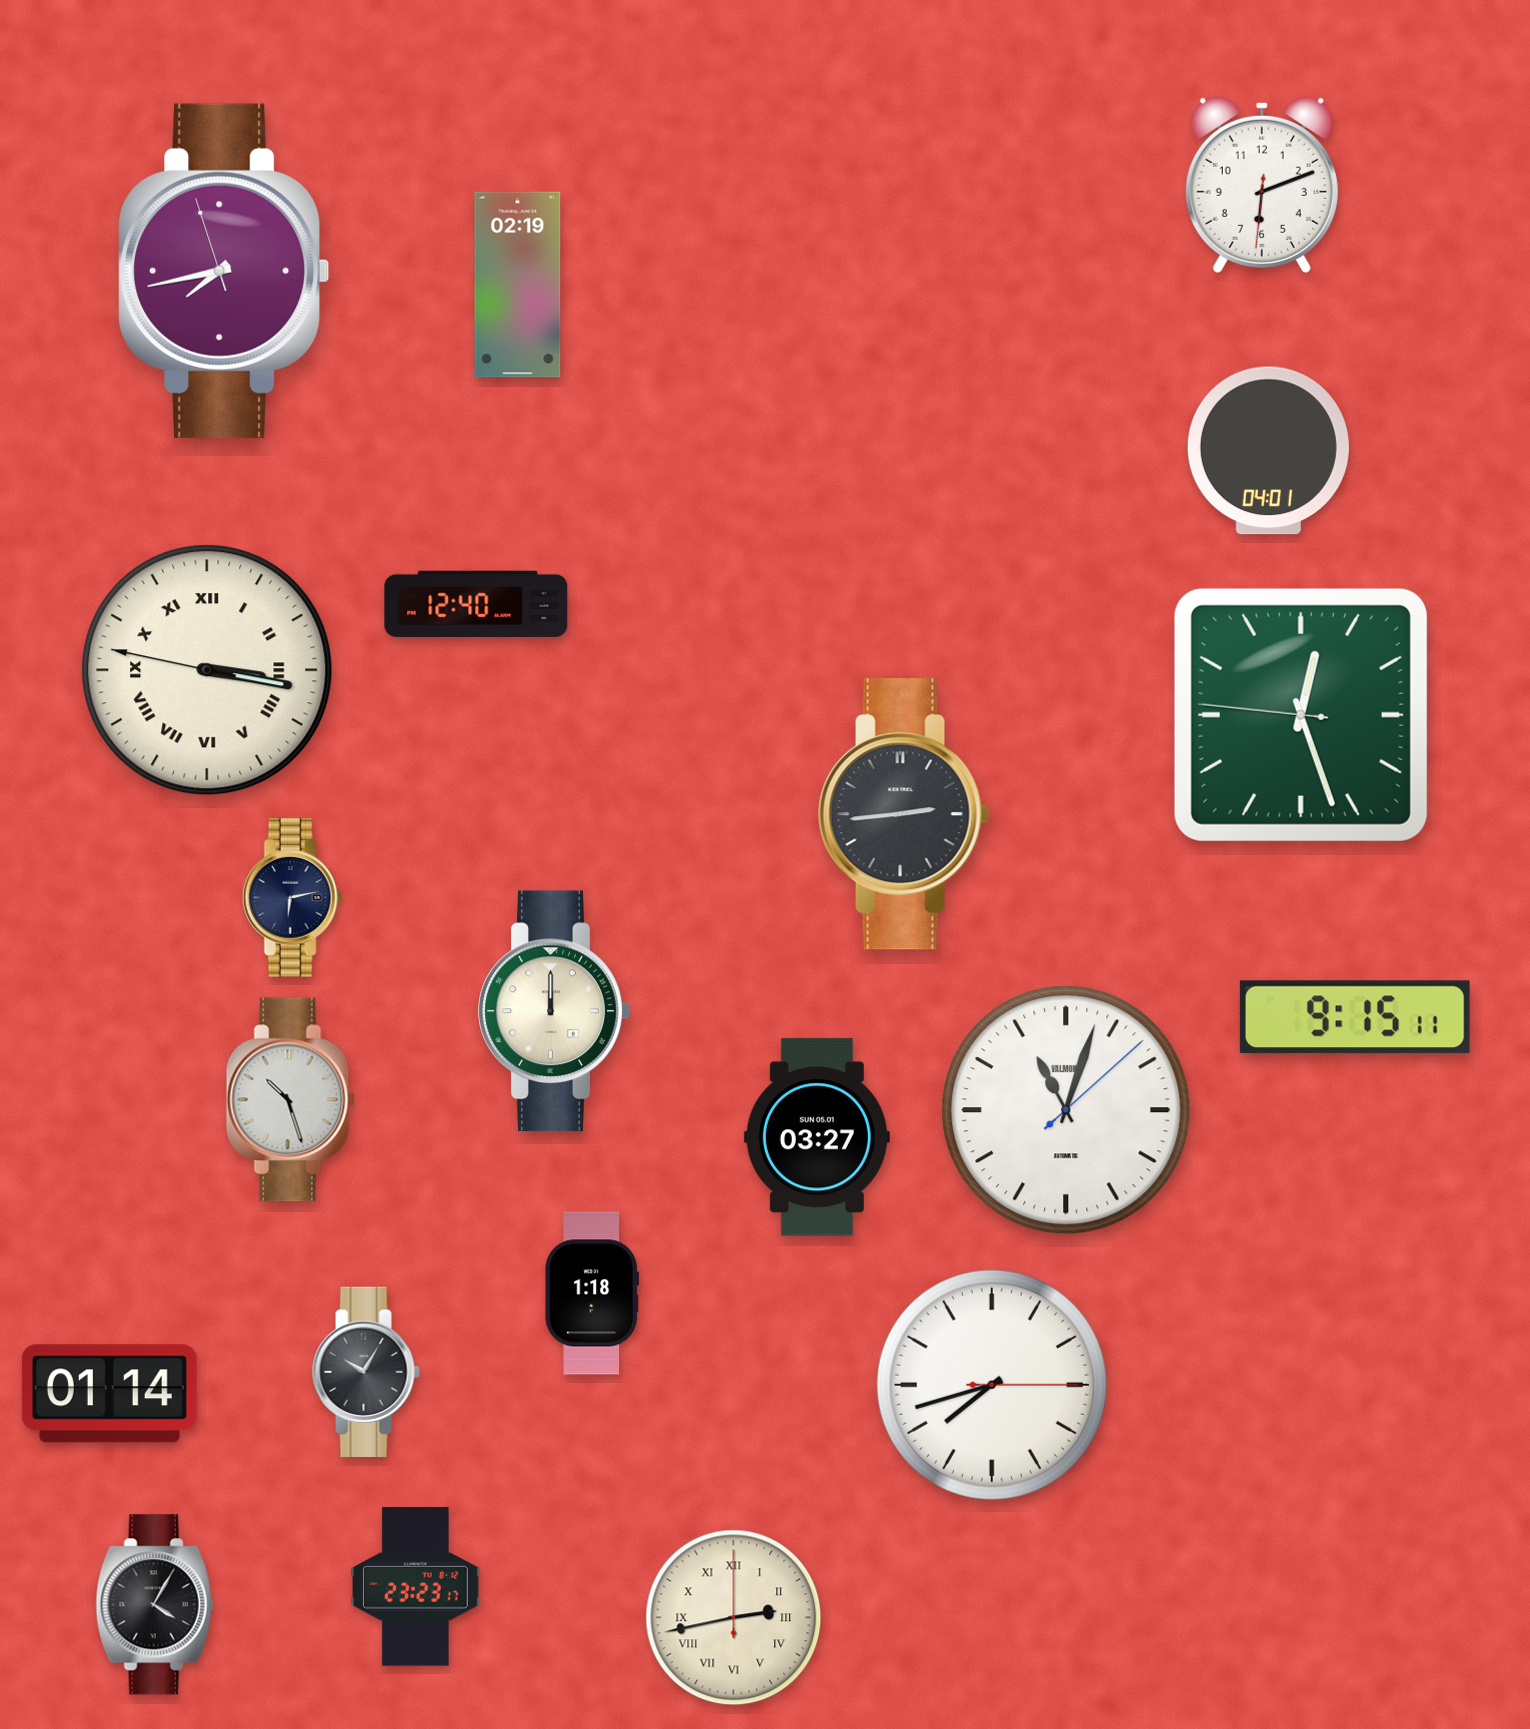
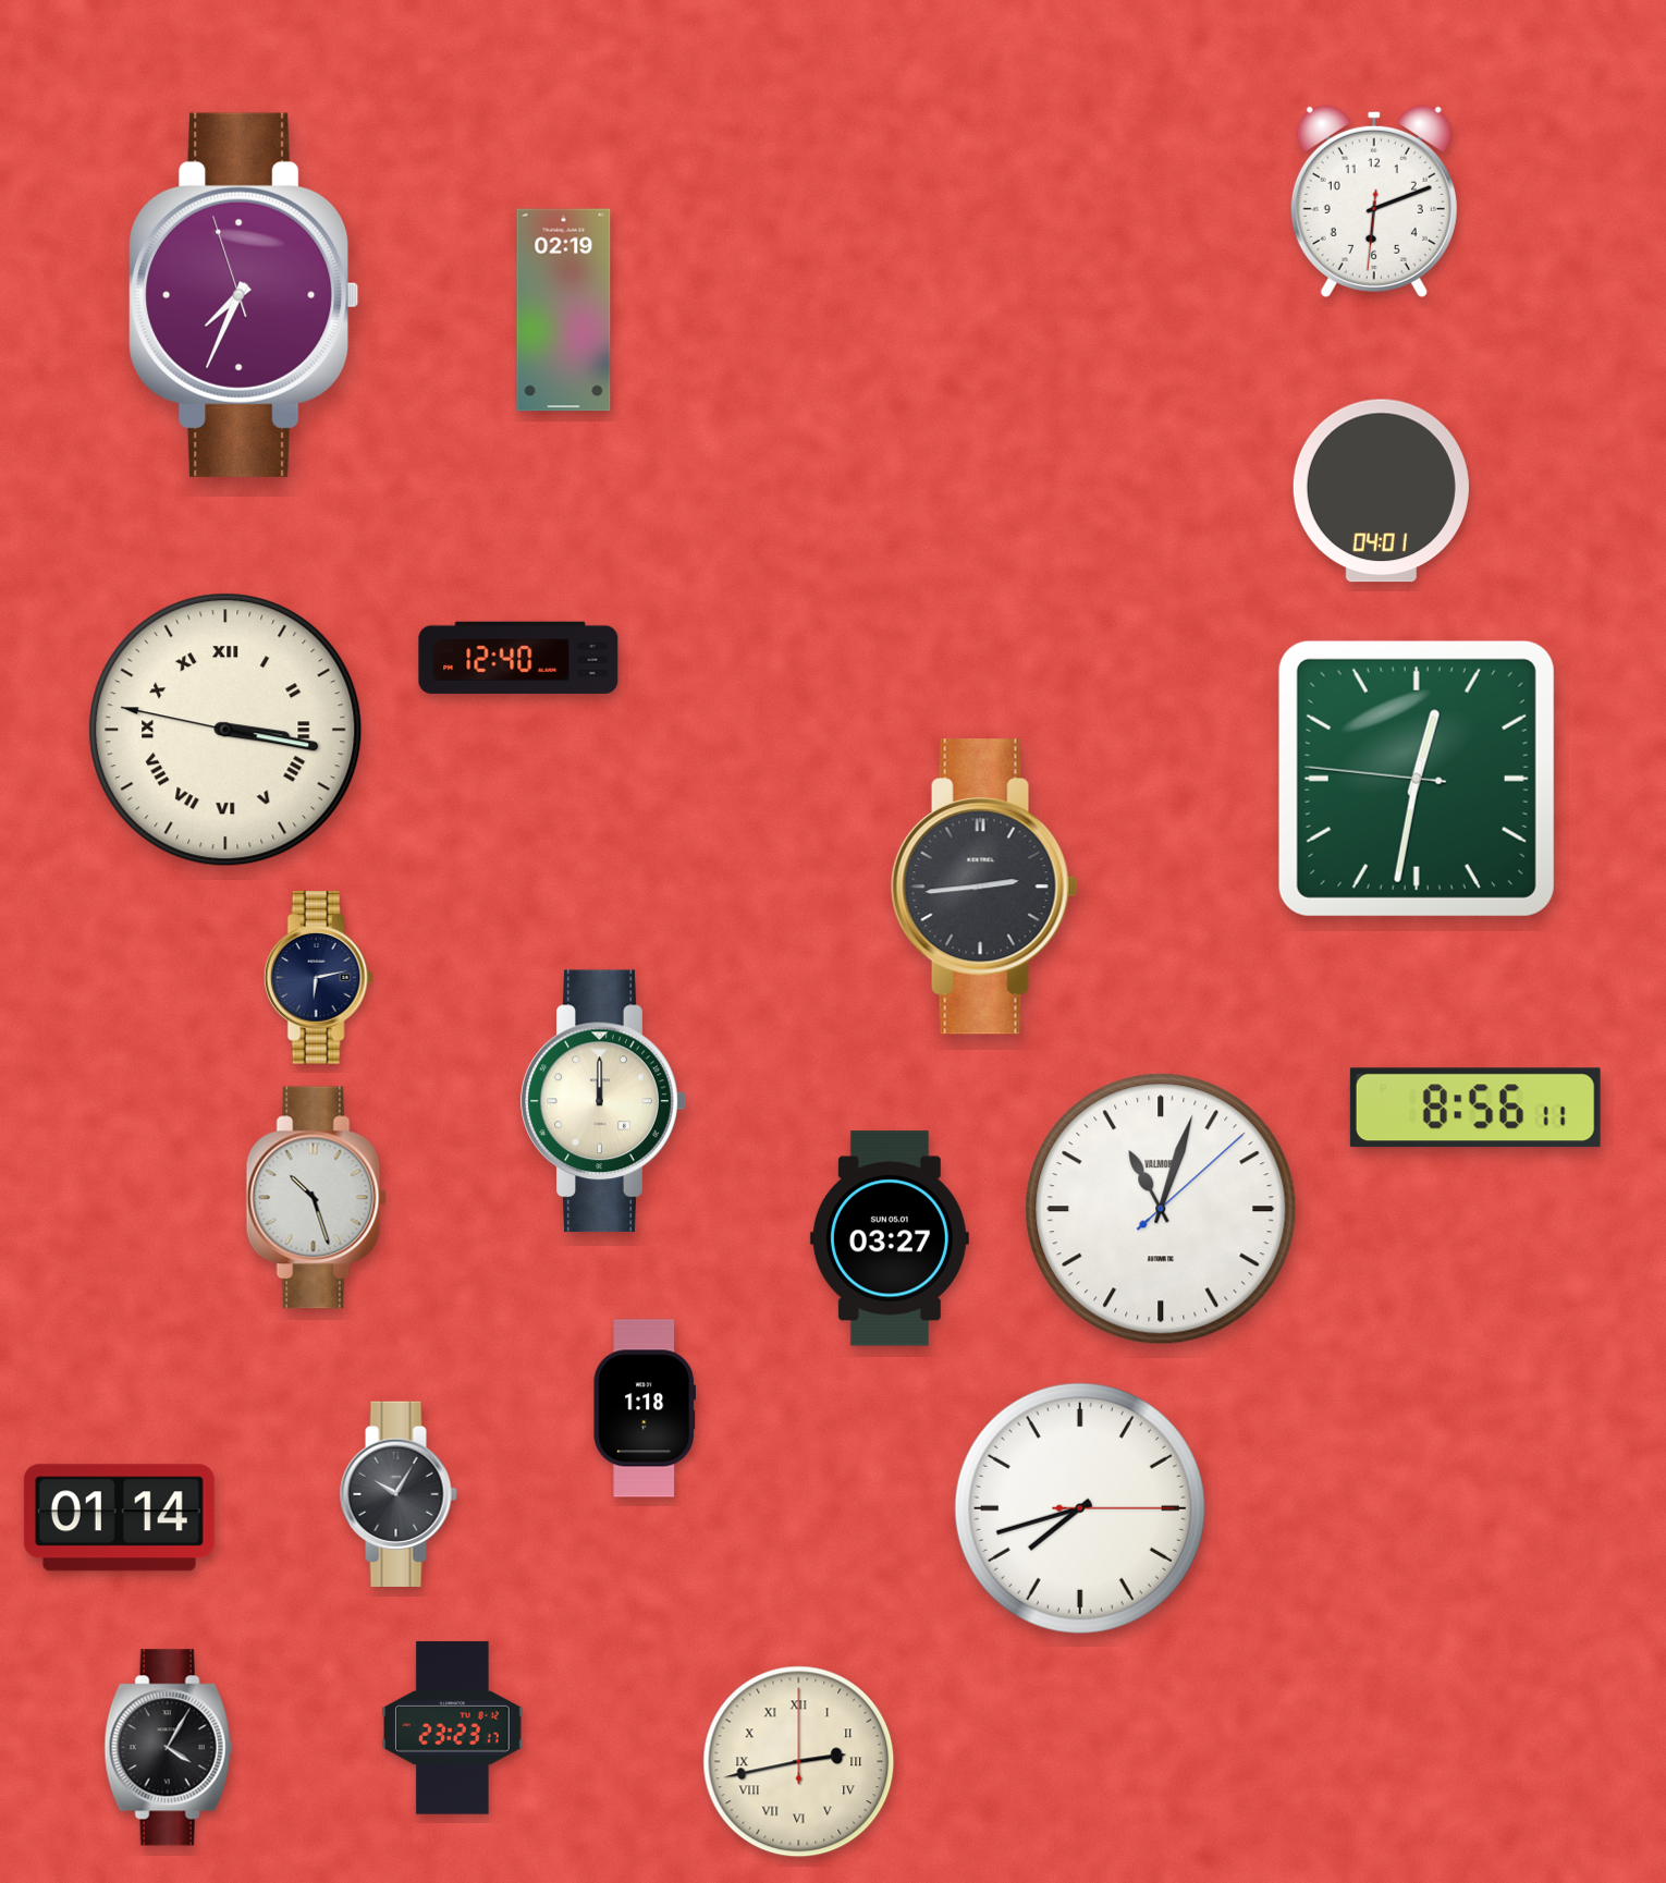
clock at (224, 271): 7:42 -> 7:33
clock at (1301, 715): 12:26 -> 12:31
clock at (1355, 1017): 9:15 -> 8:56
